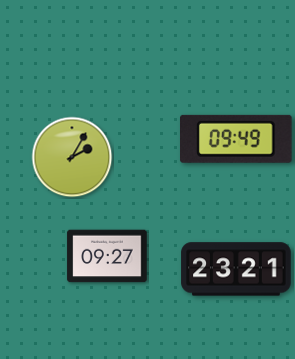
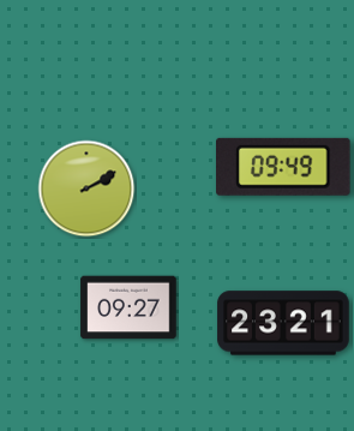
clock at (72, 157): 2:05 -> 2:10
